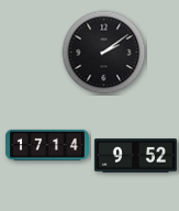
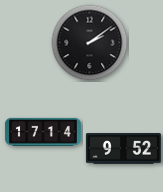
clock at (104, 53) position: (104, 53) -> (90, 43)
clock at (135, 156) position: (135, 156) -> (123, 149)
